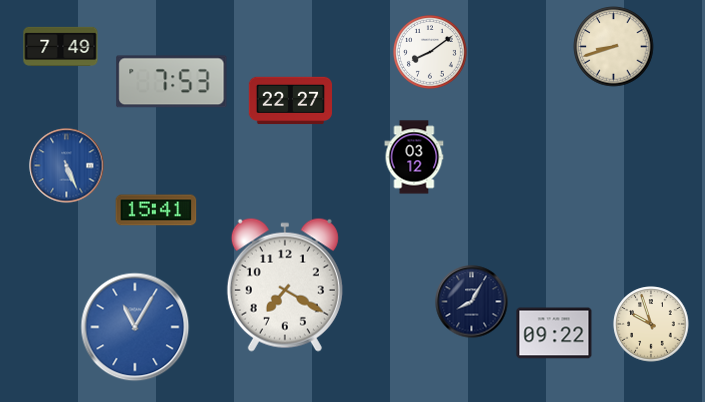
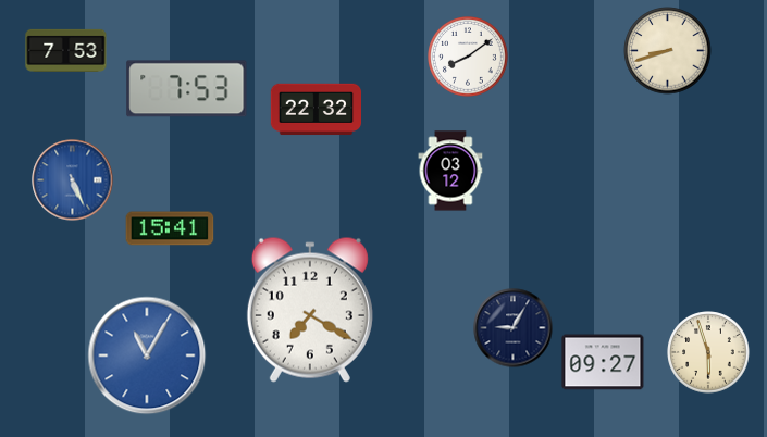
clock at (61, 46): 7:49 -> 7:53
clock at (290, 101): 22:27 -> 22:32
clock at (472, 302): 8:05 -> 9:05
clock at (651, 324): 9:57 -> 5:57
clock at (554, 333): 09:22 -> 09:27
